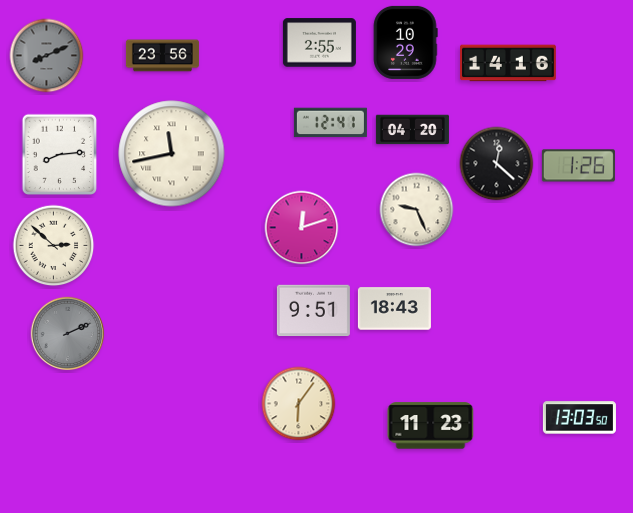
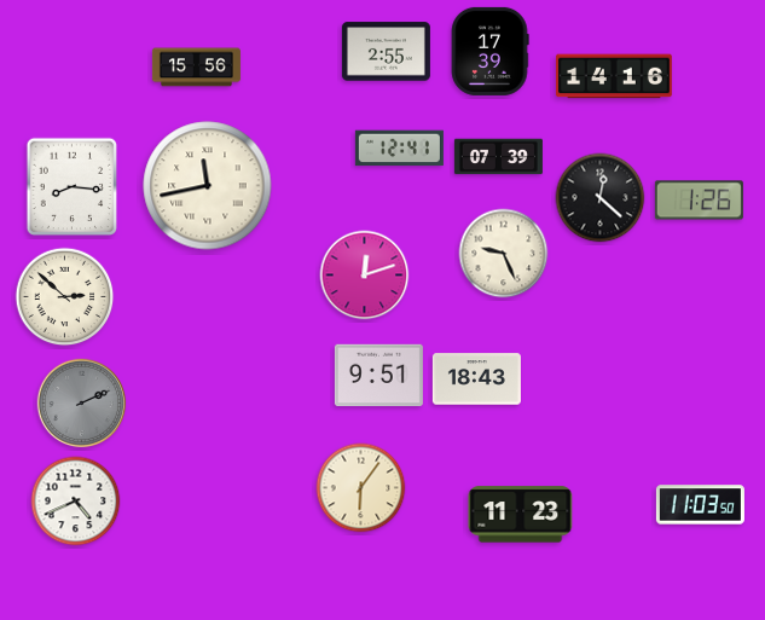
clock at (405, 42): 10:29 -> 17:39
clock at (47, 56): 8:11 -> none
clock at (162, 56): 23:56 -> 15:56
clock at (412, 130): 04:20 -> 07:39
clock at (60, 155): 8:14 -> 8:16
clock at (394, 309) position: (394, 309) -> (476, 379)
clock at (76, 502): none -> 4:41
clock at (579, 418): 13:03 -> 11:03
